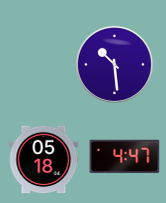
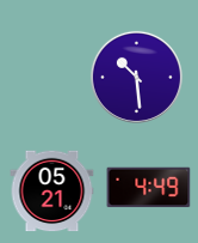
clock at (125, 157): 4:47 -> 4:49
clock at (44, 160): 05:18 -> 05:21
